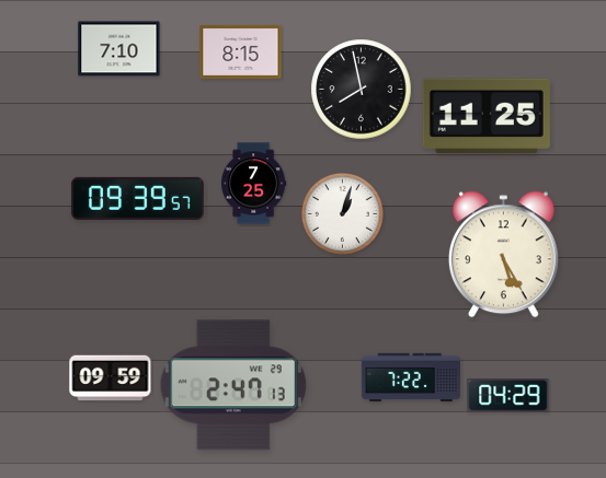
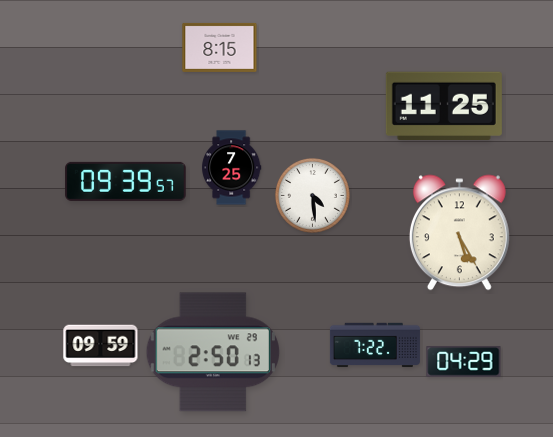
clock at (119, 49): 7:10 -> none
clock at (362, 90): 7:58 -> none
clock at (342, 213): 1:03 -> 4:29
clock at (233, 385): 2:47 -> 2:50
